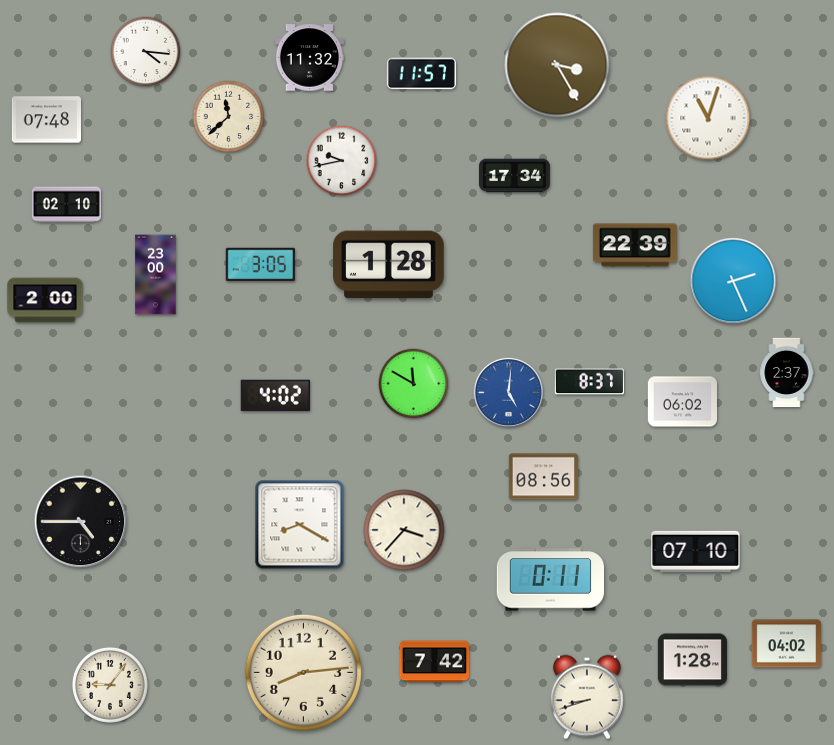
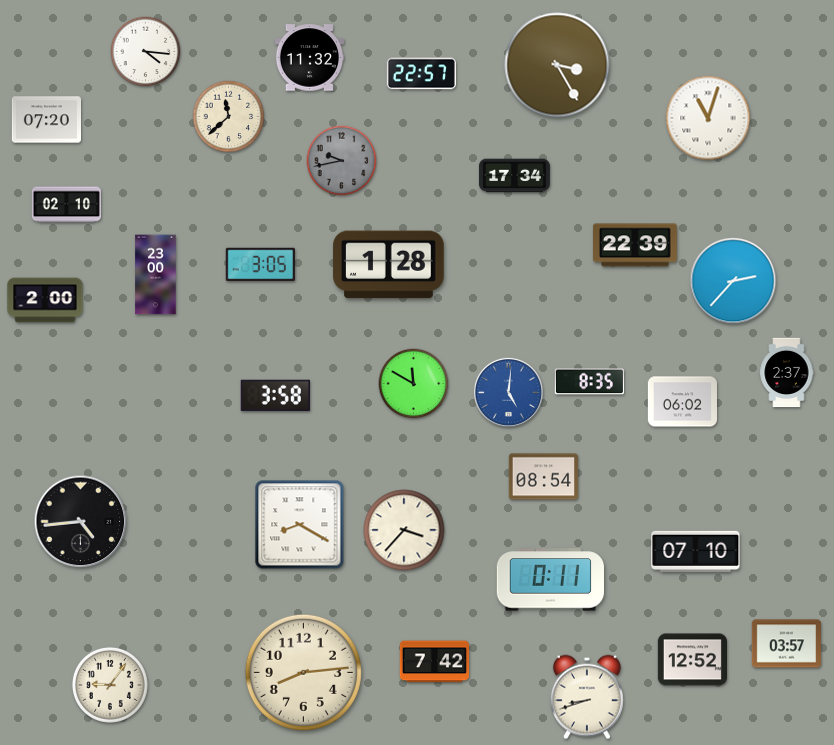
clock at (421, 74): 11:57 -> 22:57
clock at (46, 120): 07:48 -> 07:20
clock at (342, 161) dial: white -> grey
clock at (733, 281): 2:26 -> 2:37
clock at (589, 382): 8:37 -> 8:35
clock at (275, 395): 4:02 -> 3:58
clock at (543, 477): 08:56 -> 08:54
clock at (81, 522): 4:45 -> 4:44
clock at (786, 644): 04:02 -> 03:57
clock at (692, 660): 1:28 -> 12:52
